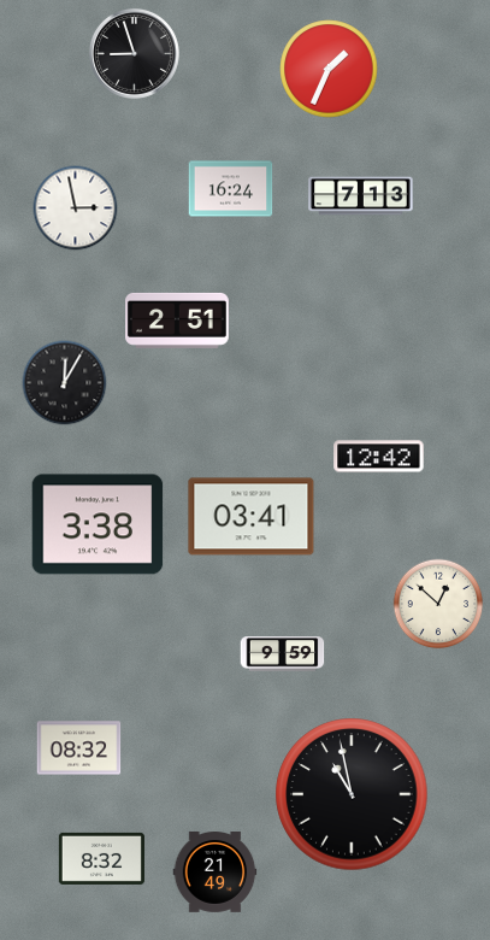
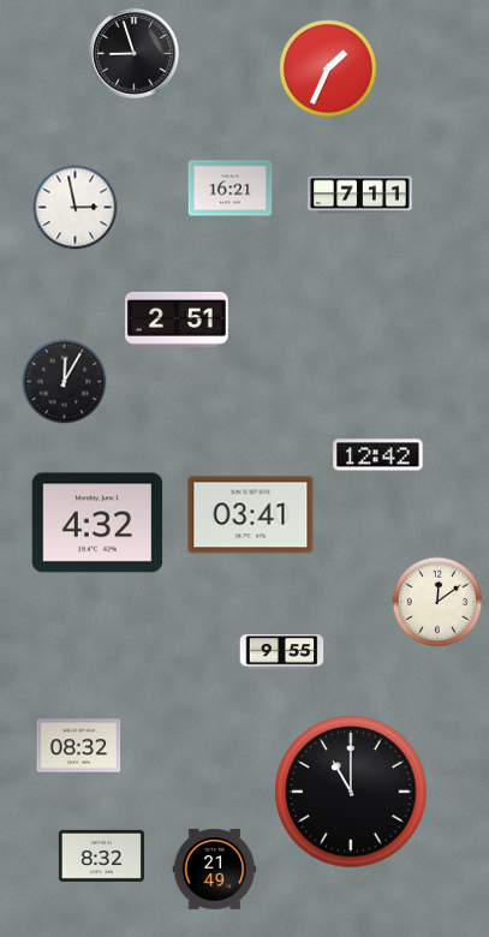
clock at (231, 189): 16:24 -> 16:21
clock at (361, 196): 7:13 -> 7:11
clock at (98, 524): 3:38 -> 4:32
clock at (438, 604): 12:52 -> 12:09
clock at (283, 654): 9:59 -> 9:55
clock at (352, 794): 10:58 -> 11:00
